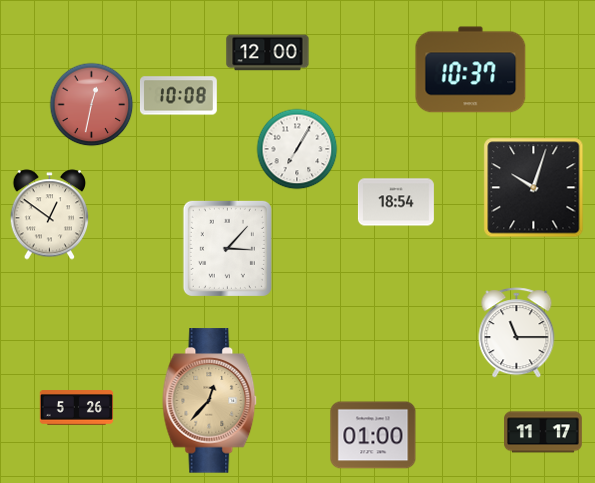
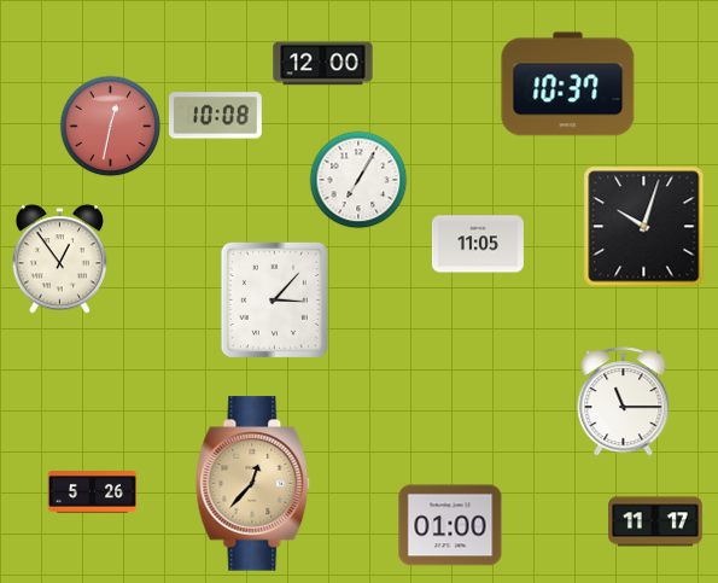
clock at (396, 202): 18:54 -> 11:05
clock at (50, 215): 12:51 -> 12:54
